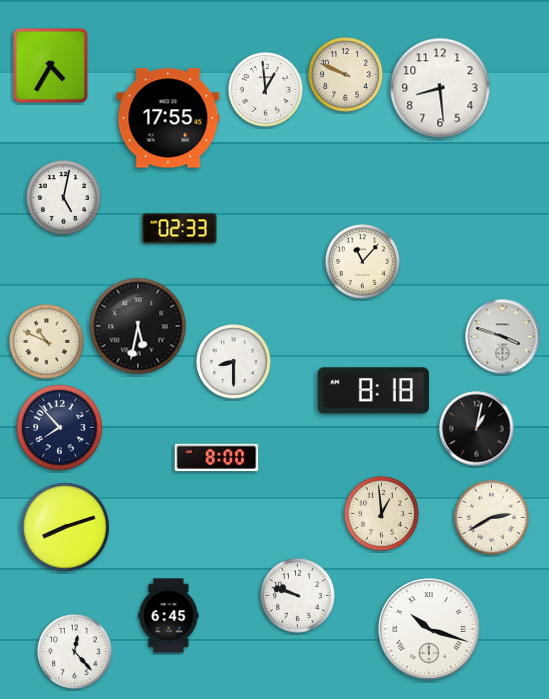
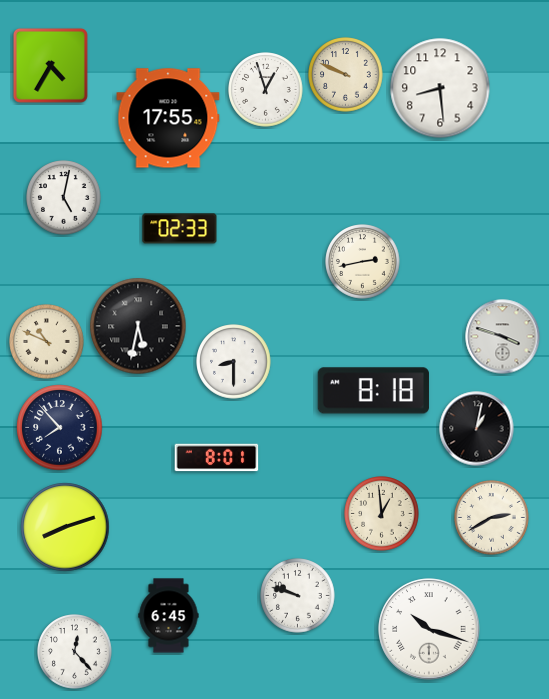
clock at (266, 90): 12:59 -> 12:57
clock at (363, 262): 11:07 -> 2:43
clock at (217, 458): 8:00 -> 8:01
